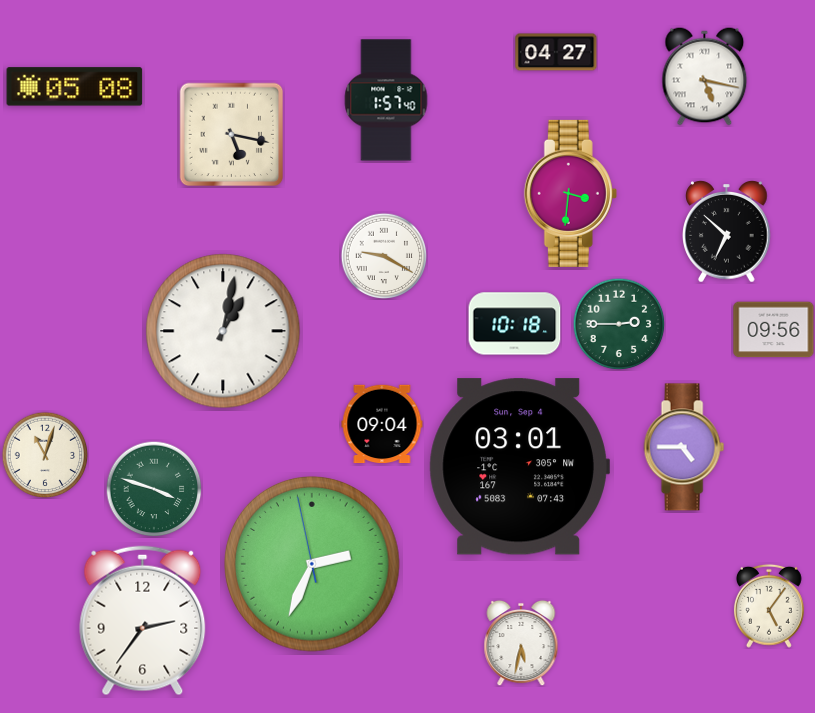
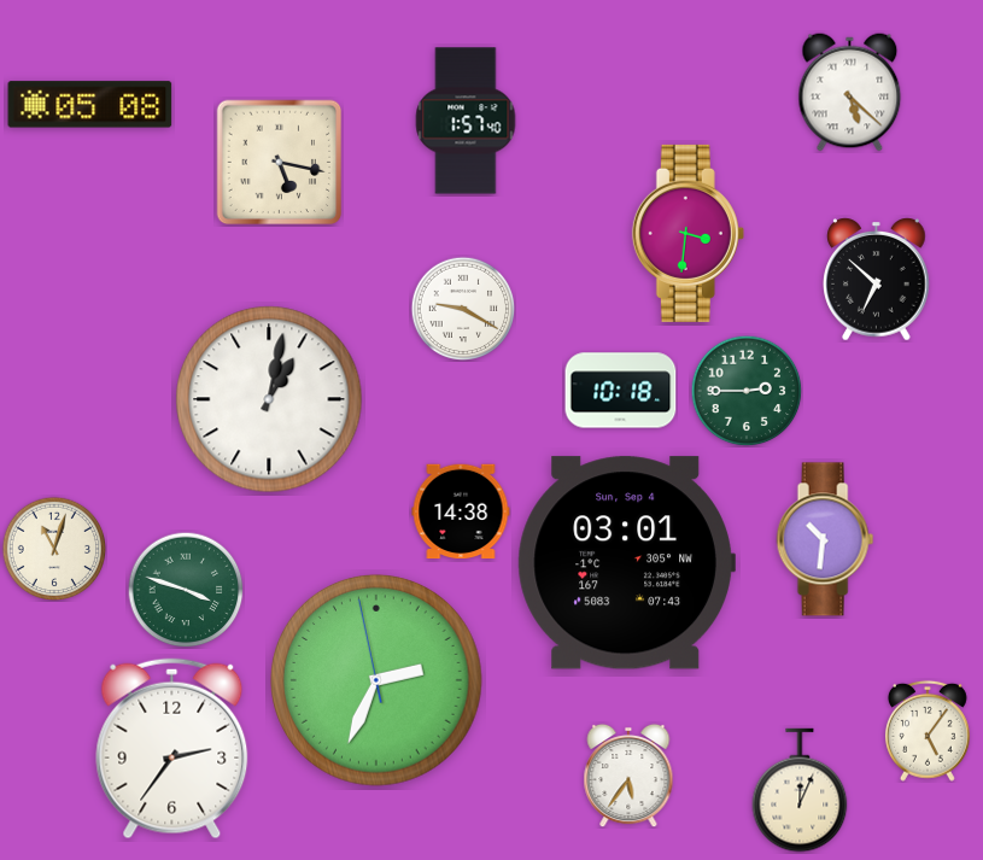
clock at (556, 52): 04:27 -> none
clock at (705, 77): 5:17 -> 5:22
clock at (774, 330): 09:56 -> none
clock at (382, 424): 09:04 -> 14:38
clock at (684, 447): 4:45 -> 10:31
clock at (521, 643): 5:32 -> 5:36
clock at (800, 790): none -> 12:04
